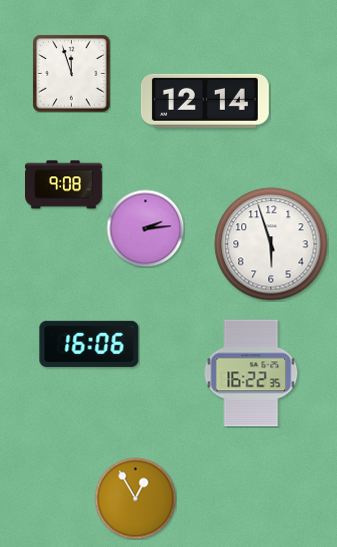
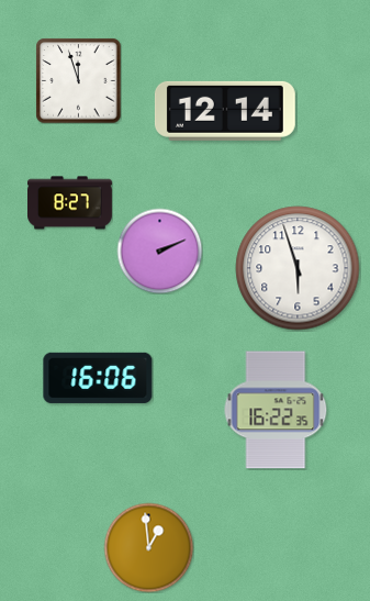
clock at (64, 185): 9:08 -> 8:27
clock at (145, 228): 2:14 -> 2:11
clock at (135, 498): 12:55 -> 12:59
